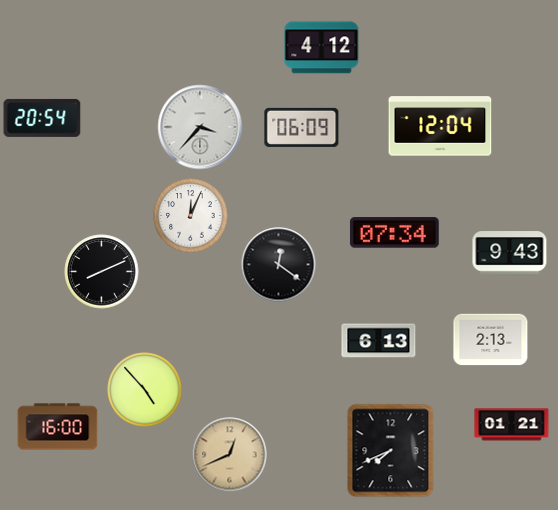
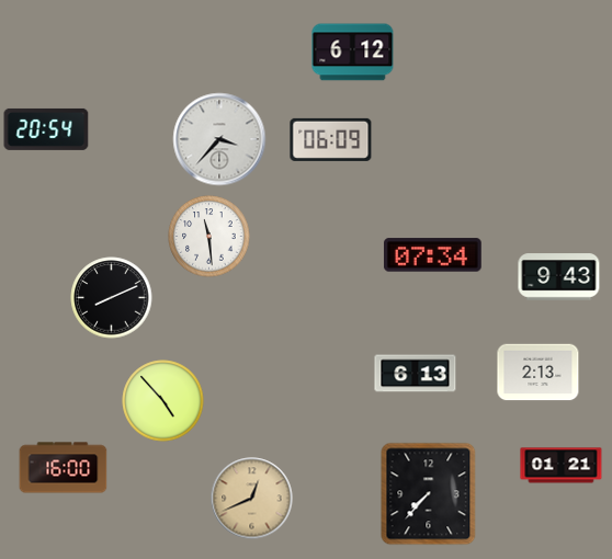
clock at (322, 48): 4:12 -> 6:12
clock at (440, 126): 12:04 -> none
clock at (191, 216): 12:04 -> 11:29
clock at (279, 265): 12:21 -> none
clock at (145, 390) position: (145, 390) -> (163, 401)
clock at (391, 451): 7:41 -> 7:37
